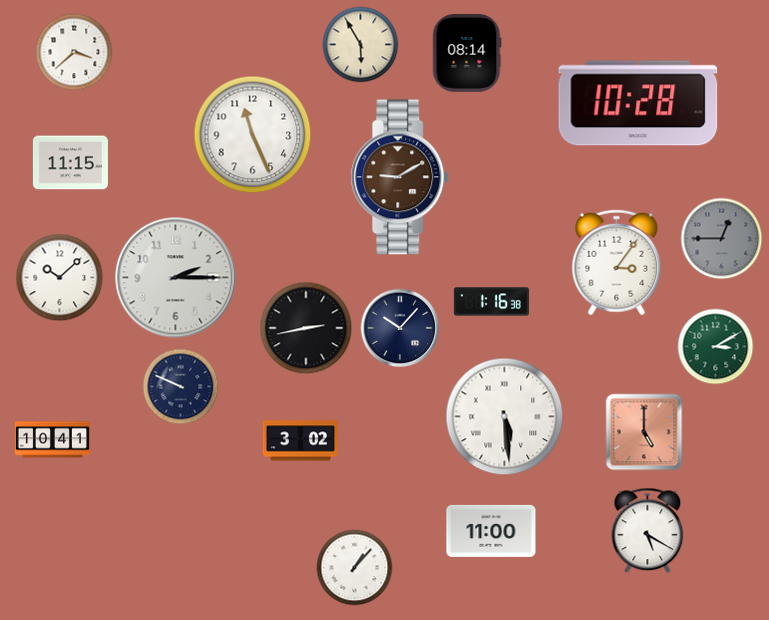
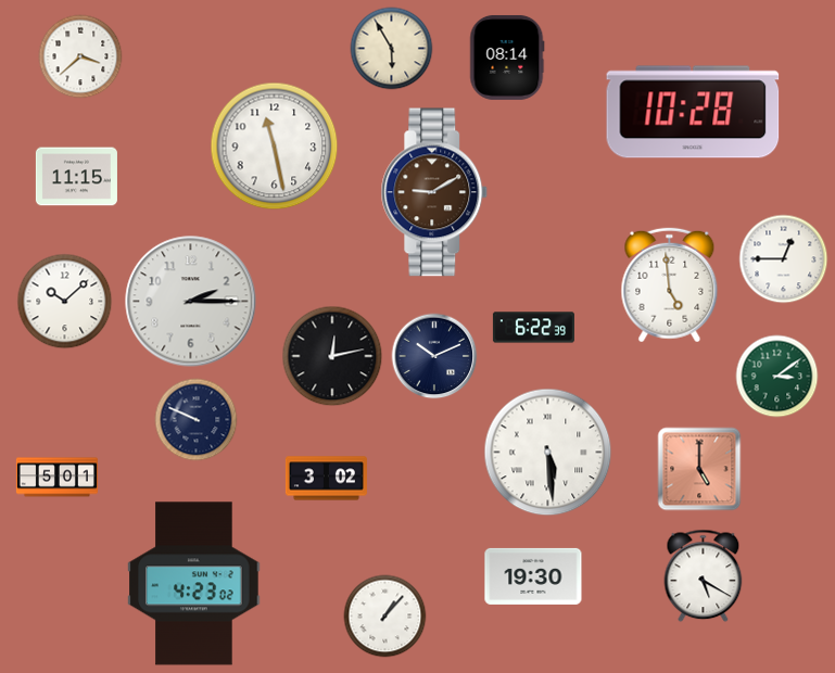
clock at (253, 135): 11:26 -> 11:28
clock at (722, 239) dial: grey -> white
clock at (617, 263): 3:06 -> 4:59
clock at (491, 302): 1:16 -> 6:22
clock at (306, 328): 2:43 -> 12:13
clock at (400, 328): 10:07 -> 10:11
clock at (716, 347): 3:10 -> 3:09
clock at (52, 440): 10:41 -> 5:01
clock at (491, 531): 11:00 -> 19:30
clock at (194, 584): none -> 4:23
